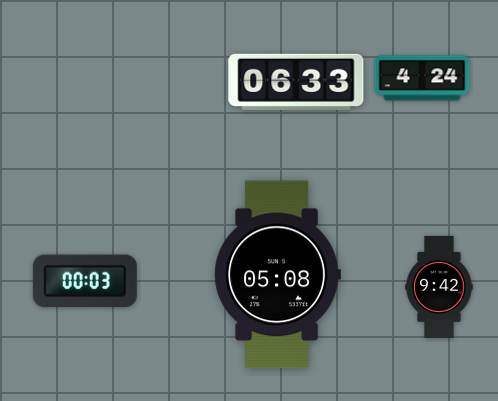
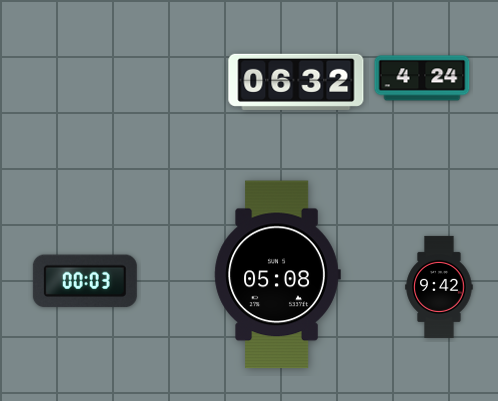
clock at (296, 82): 06:33 -> 06:32
